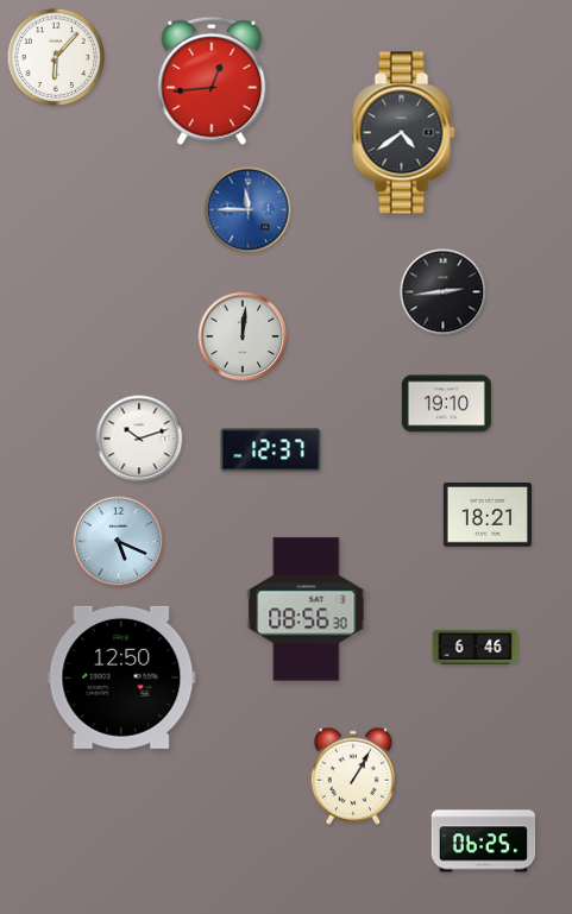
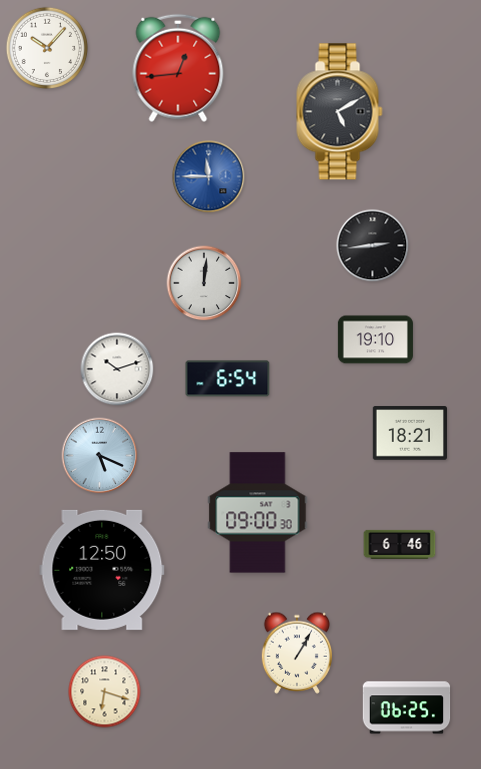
clock at (56, 57): 6:07 -> 10:07
clock at (404, 133): 4:39 -> 5:10
clock at (271, 450): 12:37 -> 6:54
clock at (307, 610): 08:56 -> 09:00
clock at (105, 692): none -> 6:18
